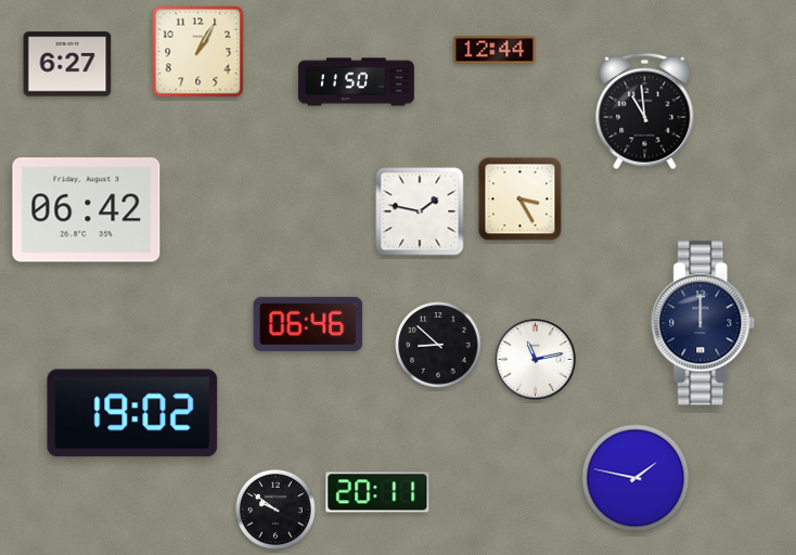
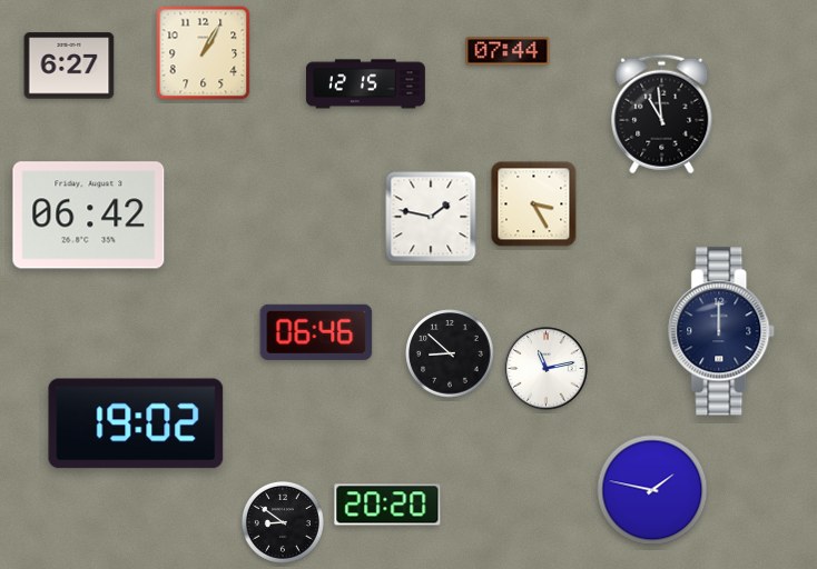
clock at (495, 50): 12:44 -> 07:44
clock at (356, 82): 11:50 -> 12:15
clock at (536, 360) position: (536, 360) -> (547, 369)
clock at (377, 492): 20:11 -> 20:20
clock at (275, 509): 9:51 -> 8:51
